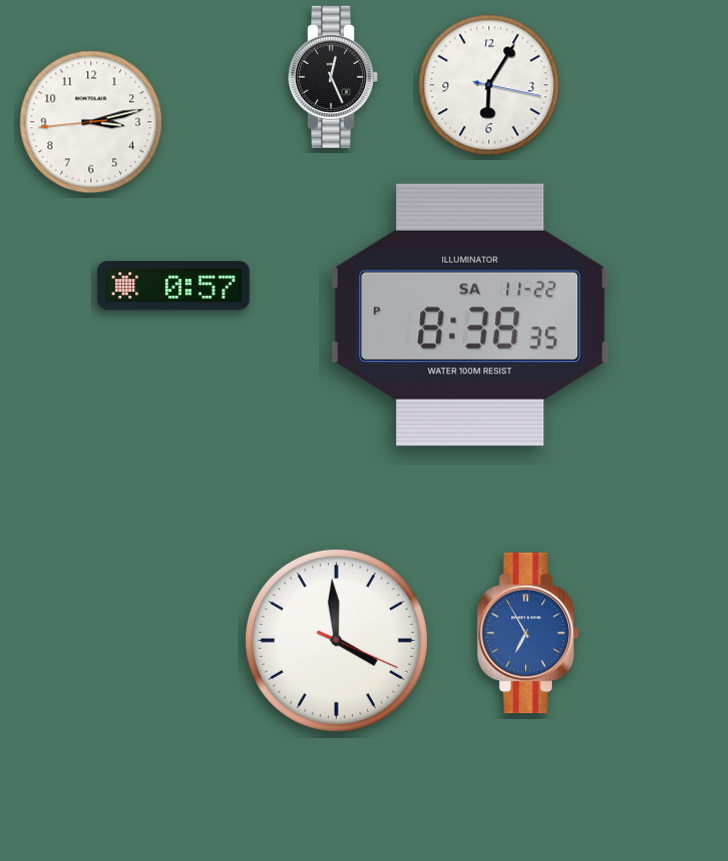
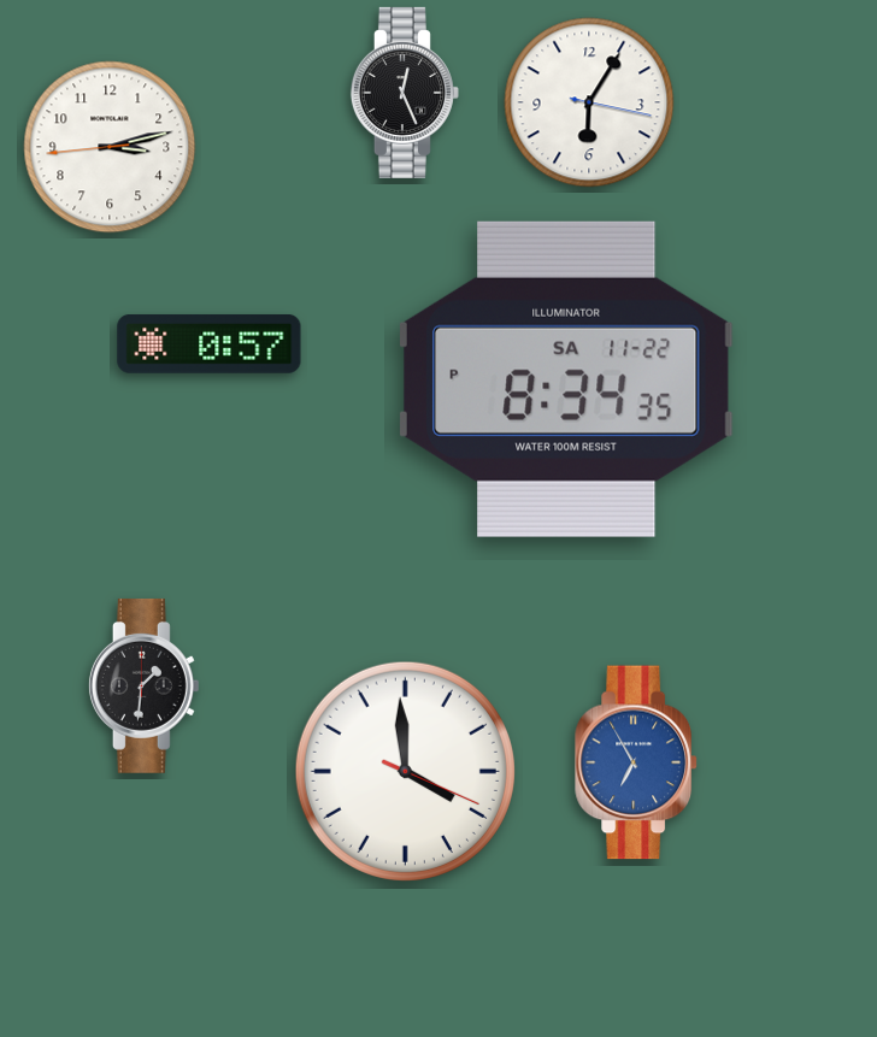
clock at (333, 77) position: (333, 77) -> (405, 93)
clock at (470, 315): 8:38 -> 8:34
clock at (143, 685): none -> 1:31
